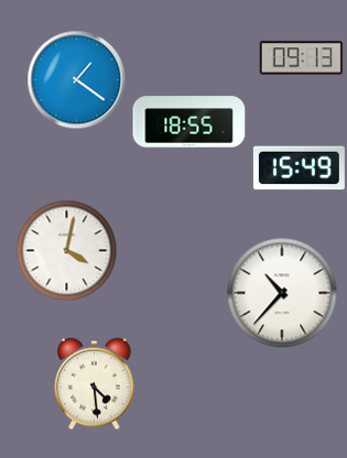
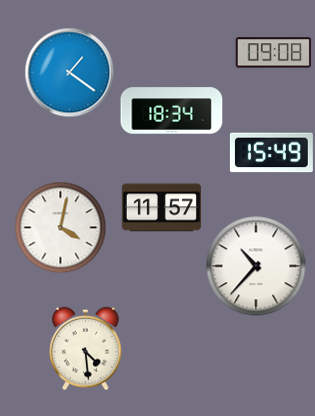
clock at (302, 58): 09:13 -> 09:08
clock at (189, 122): 18:55 -> 18:34
clock at (161, 208): none -> 11:57
